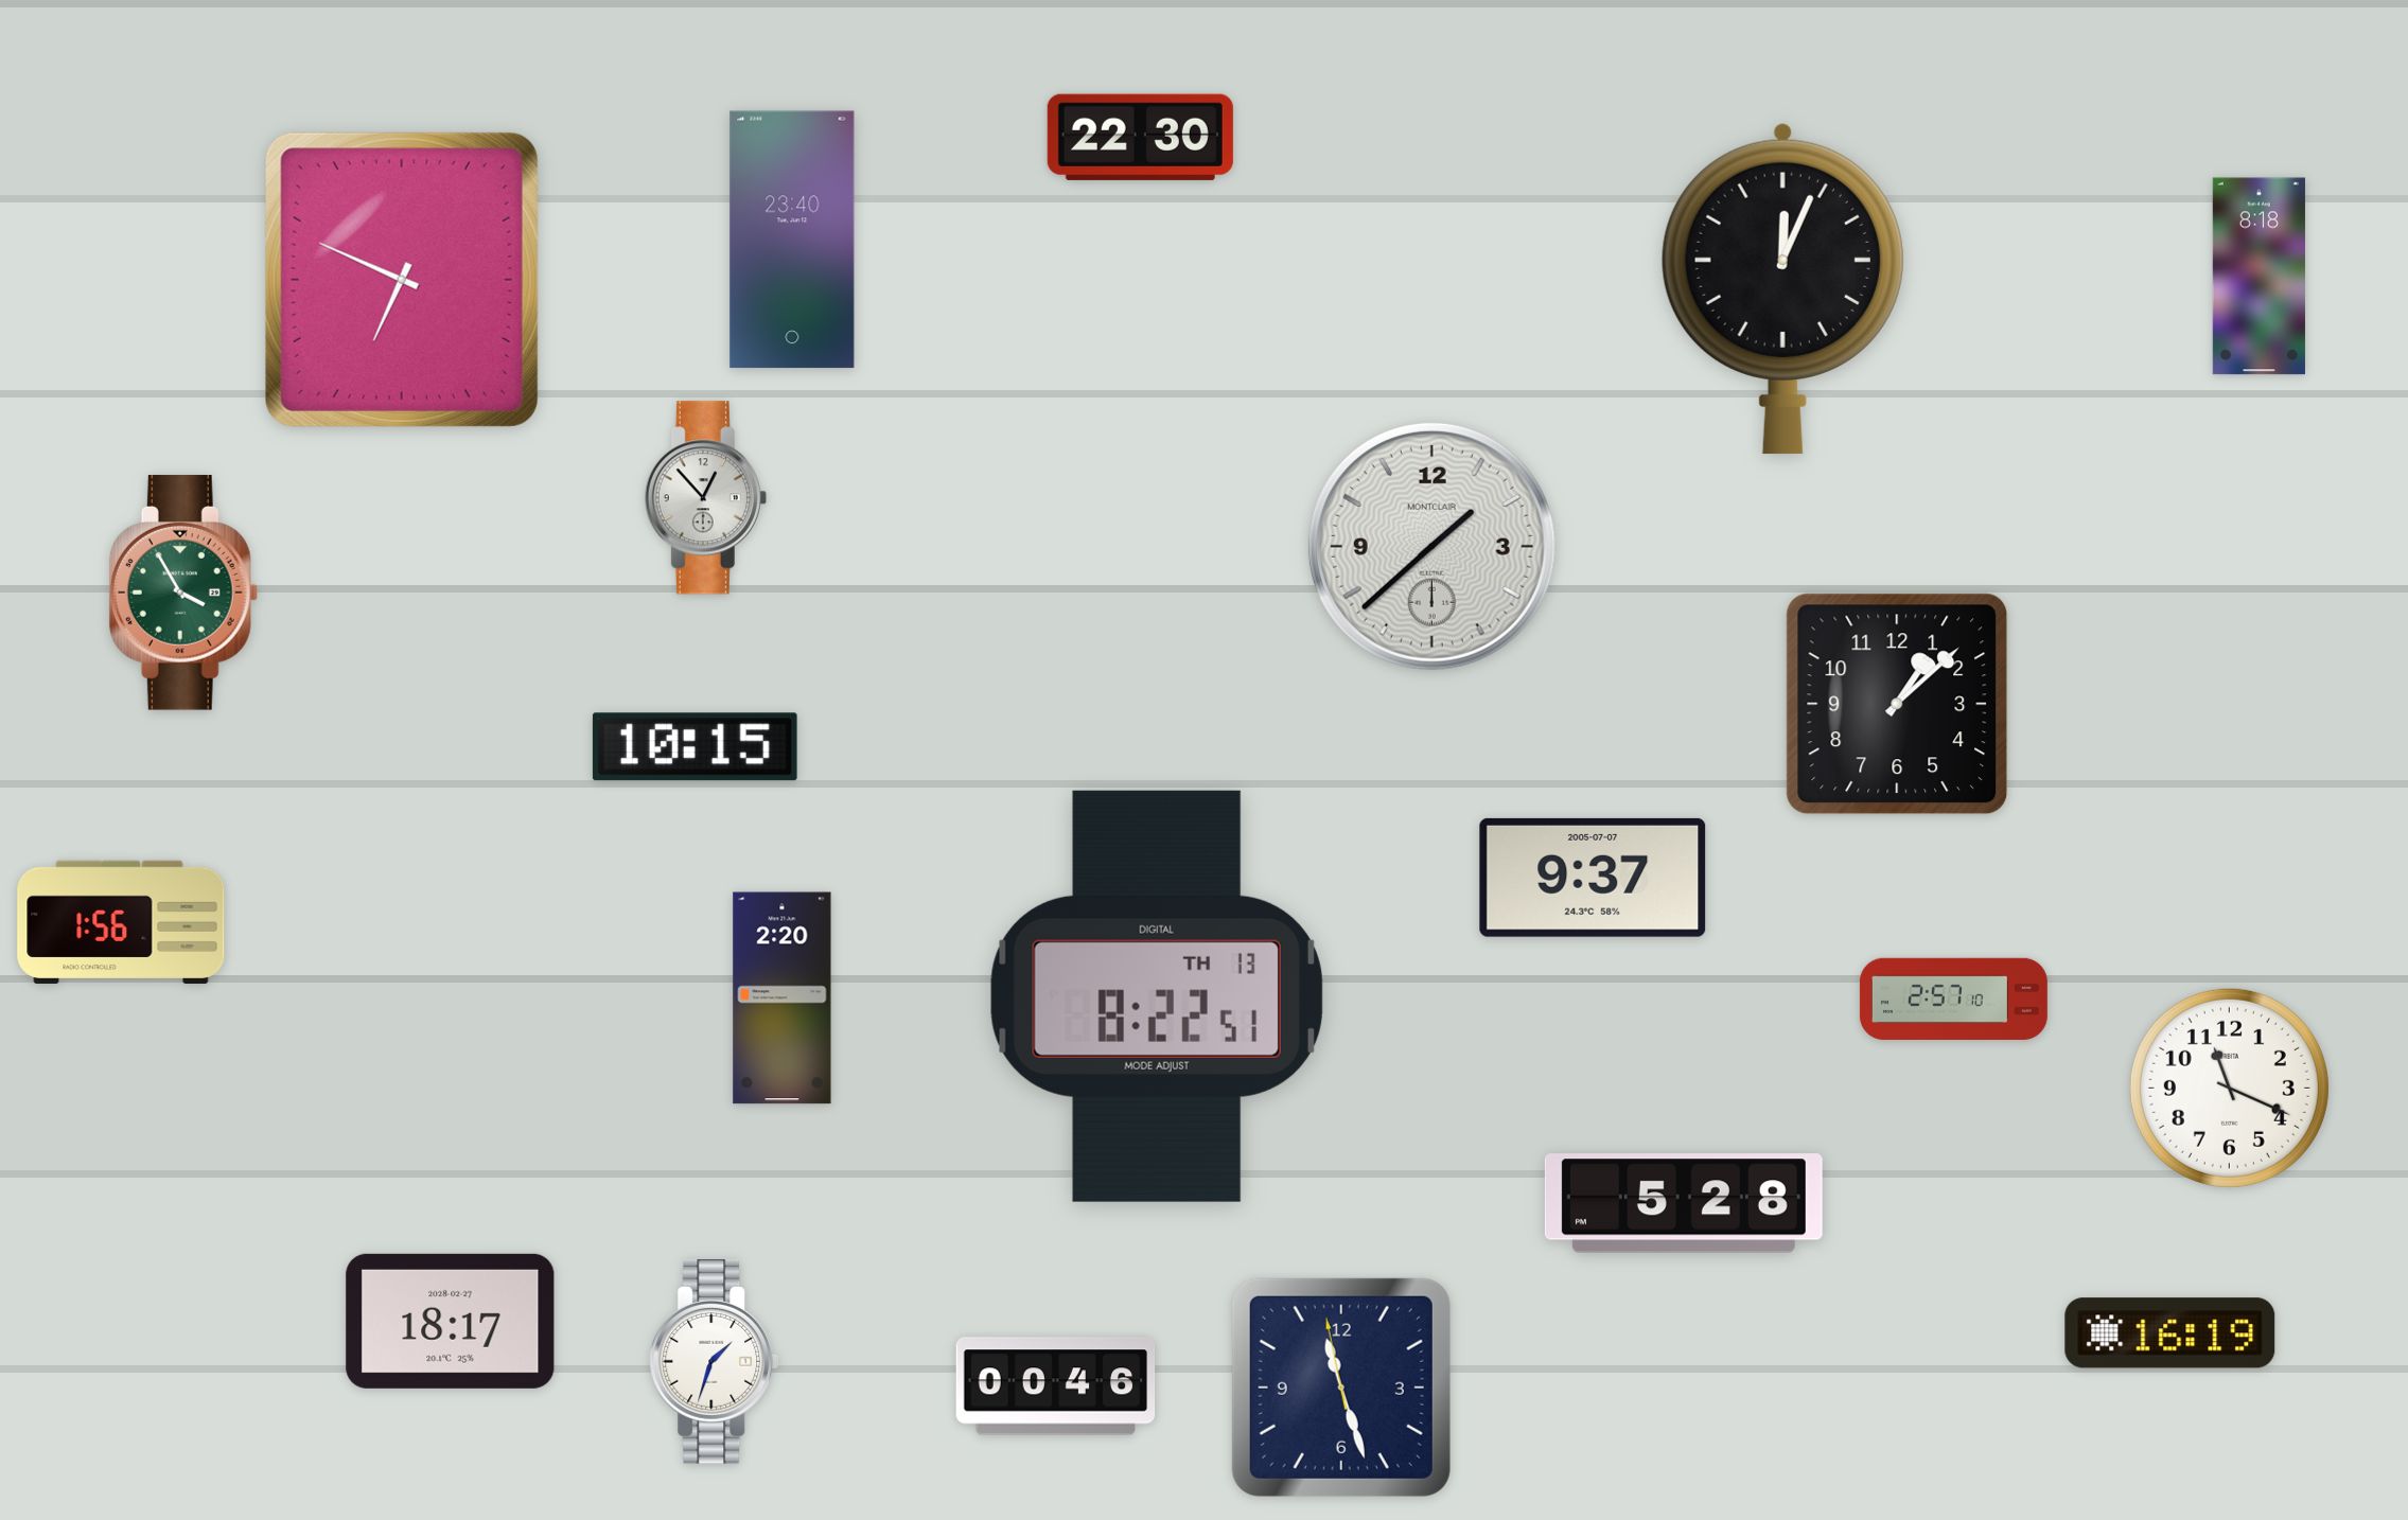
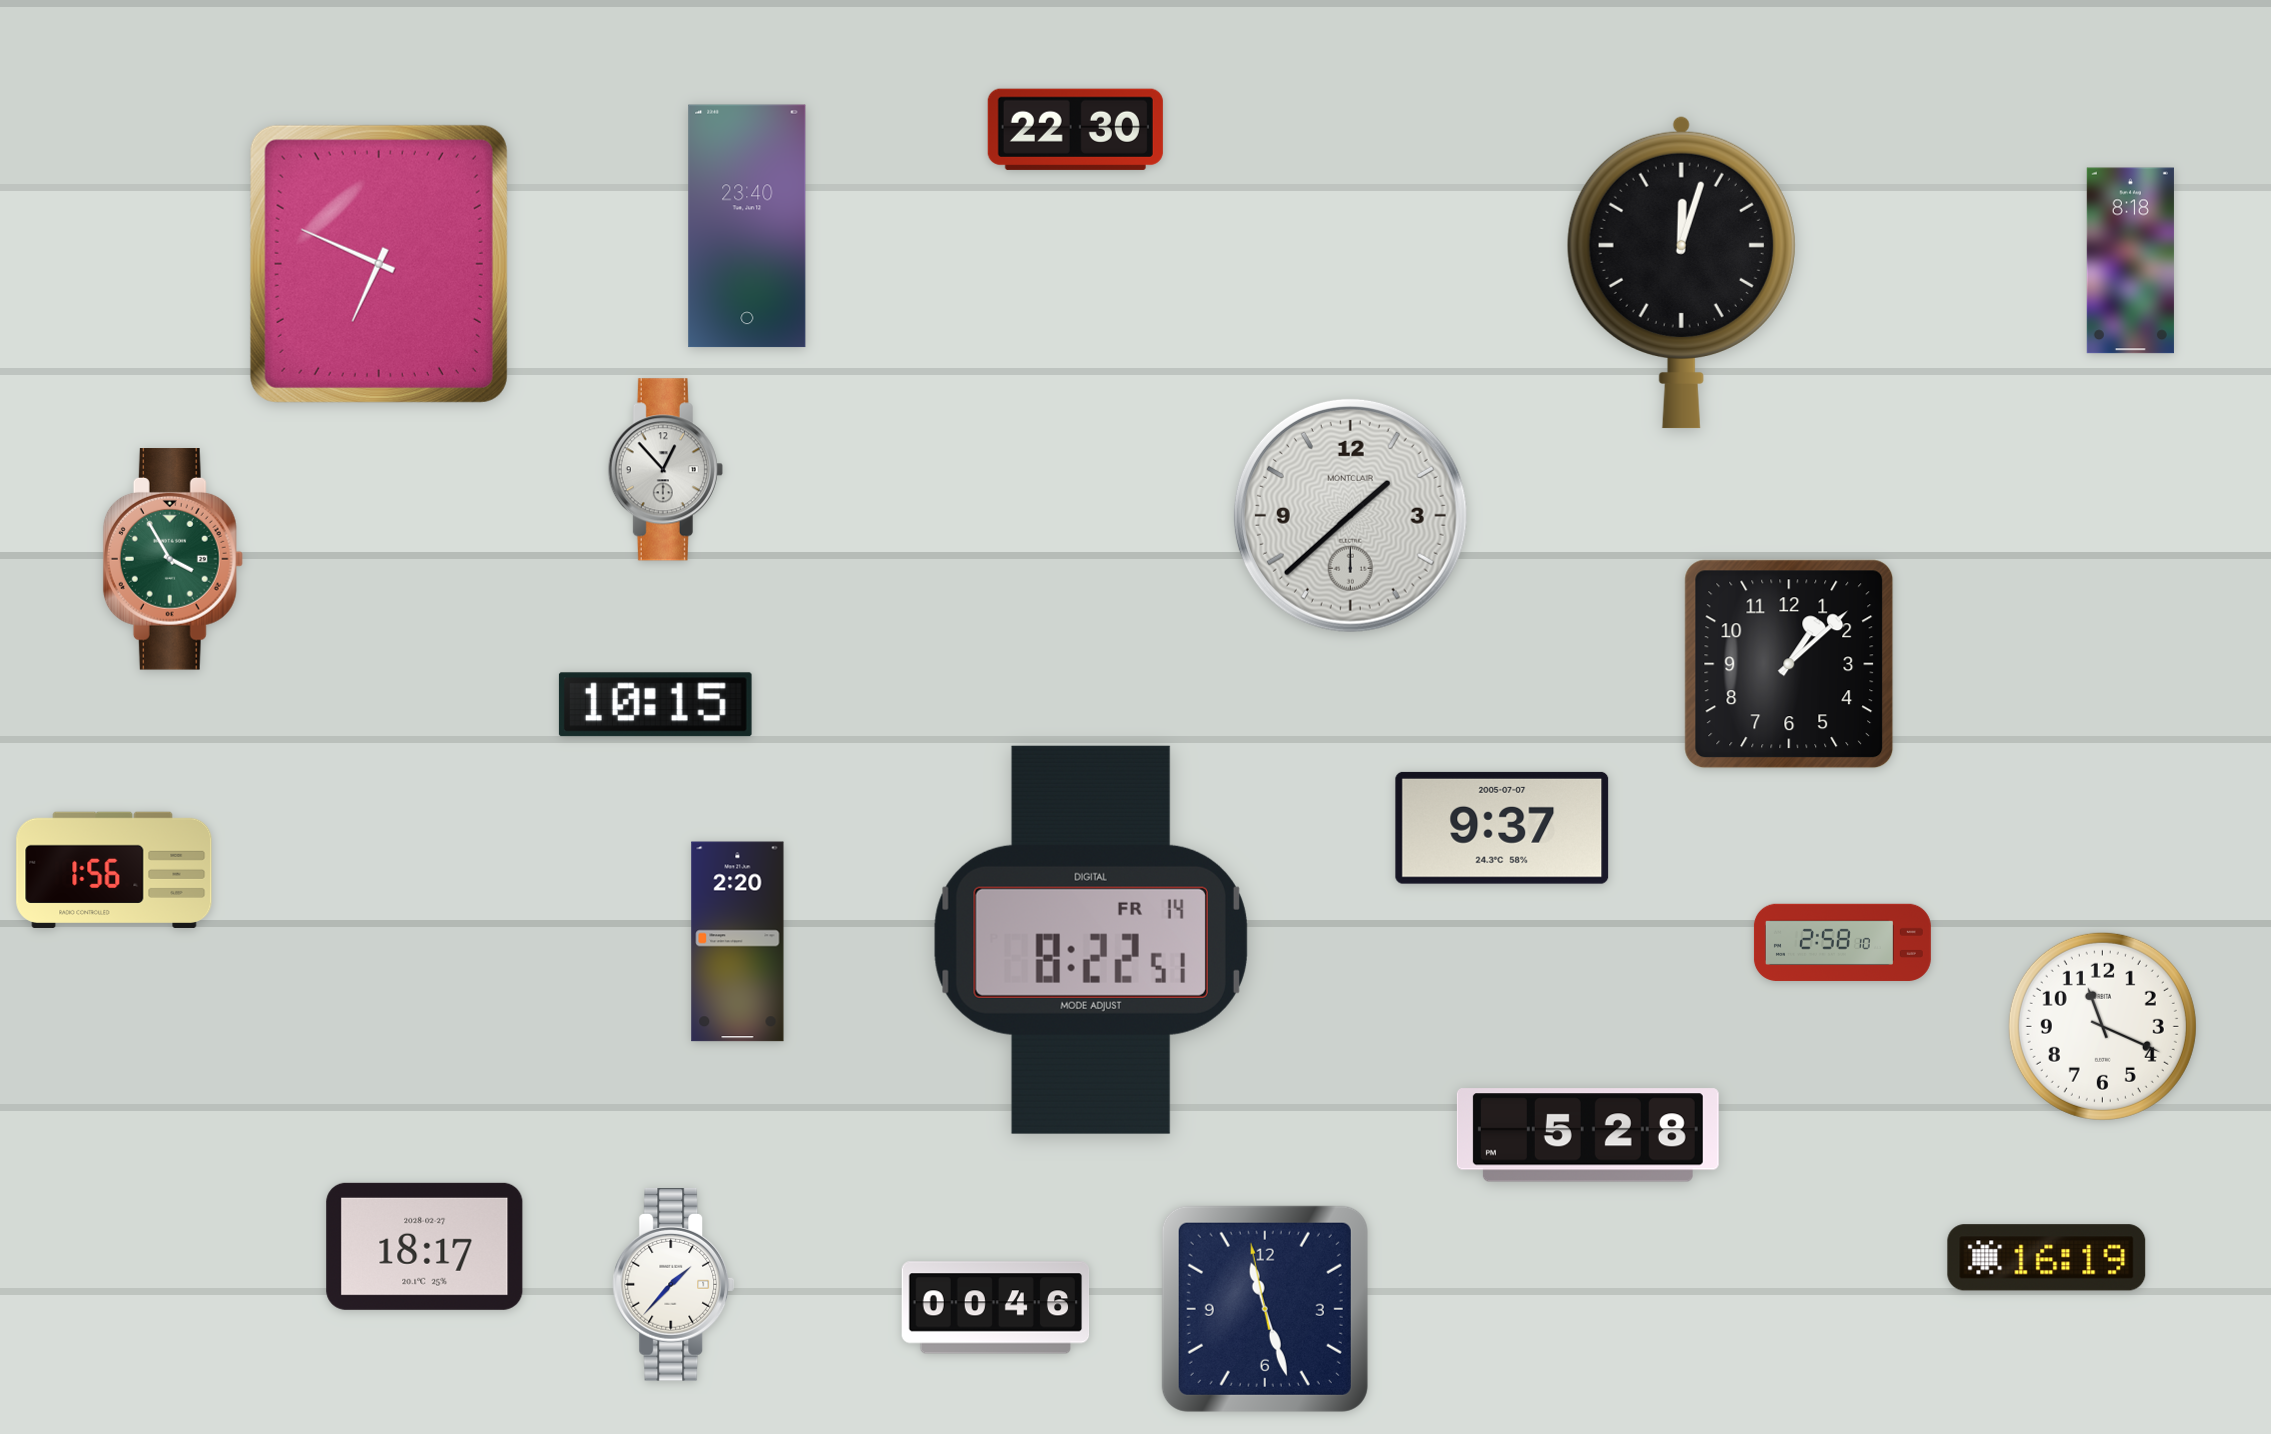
clock at (1782, 288): 12:04 -> 12:03
clock at (1157, 996) date: TH 13 -> FR 14
clock at (1953, 998): 2:57 -> 2:58
clock at (715, 1362): 1:33 -> 1:37
